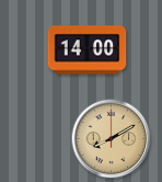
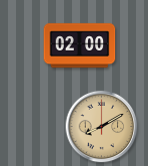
clock at (88, 50): 14:00 -> 02:00
